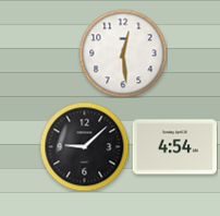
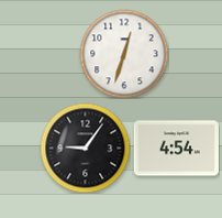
clock at (123, 53): 12:29 -> 12:33
clock at (84, 146): 9:08 -> 9:06
